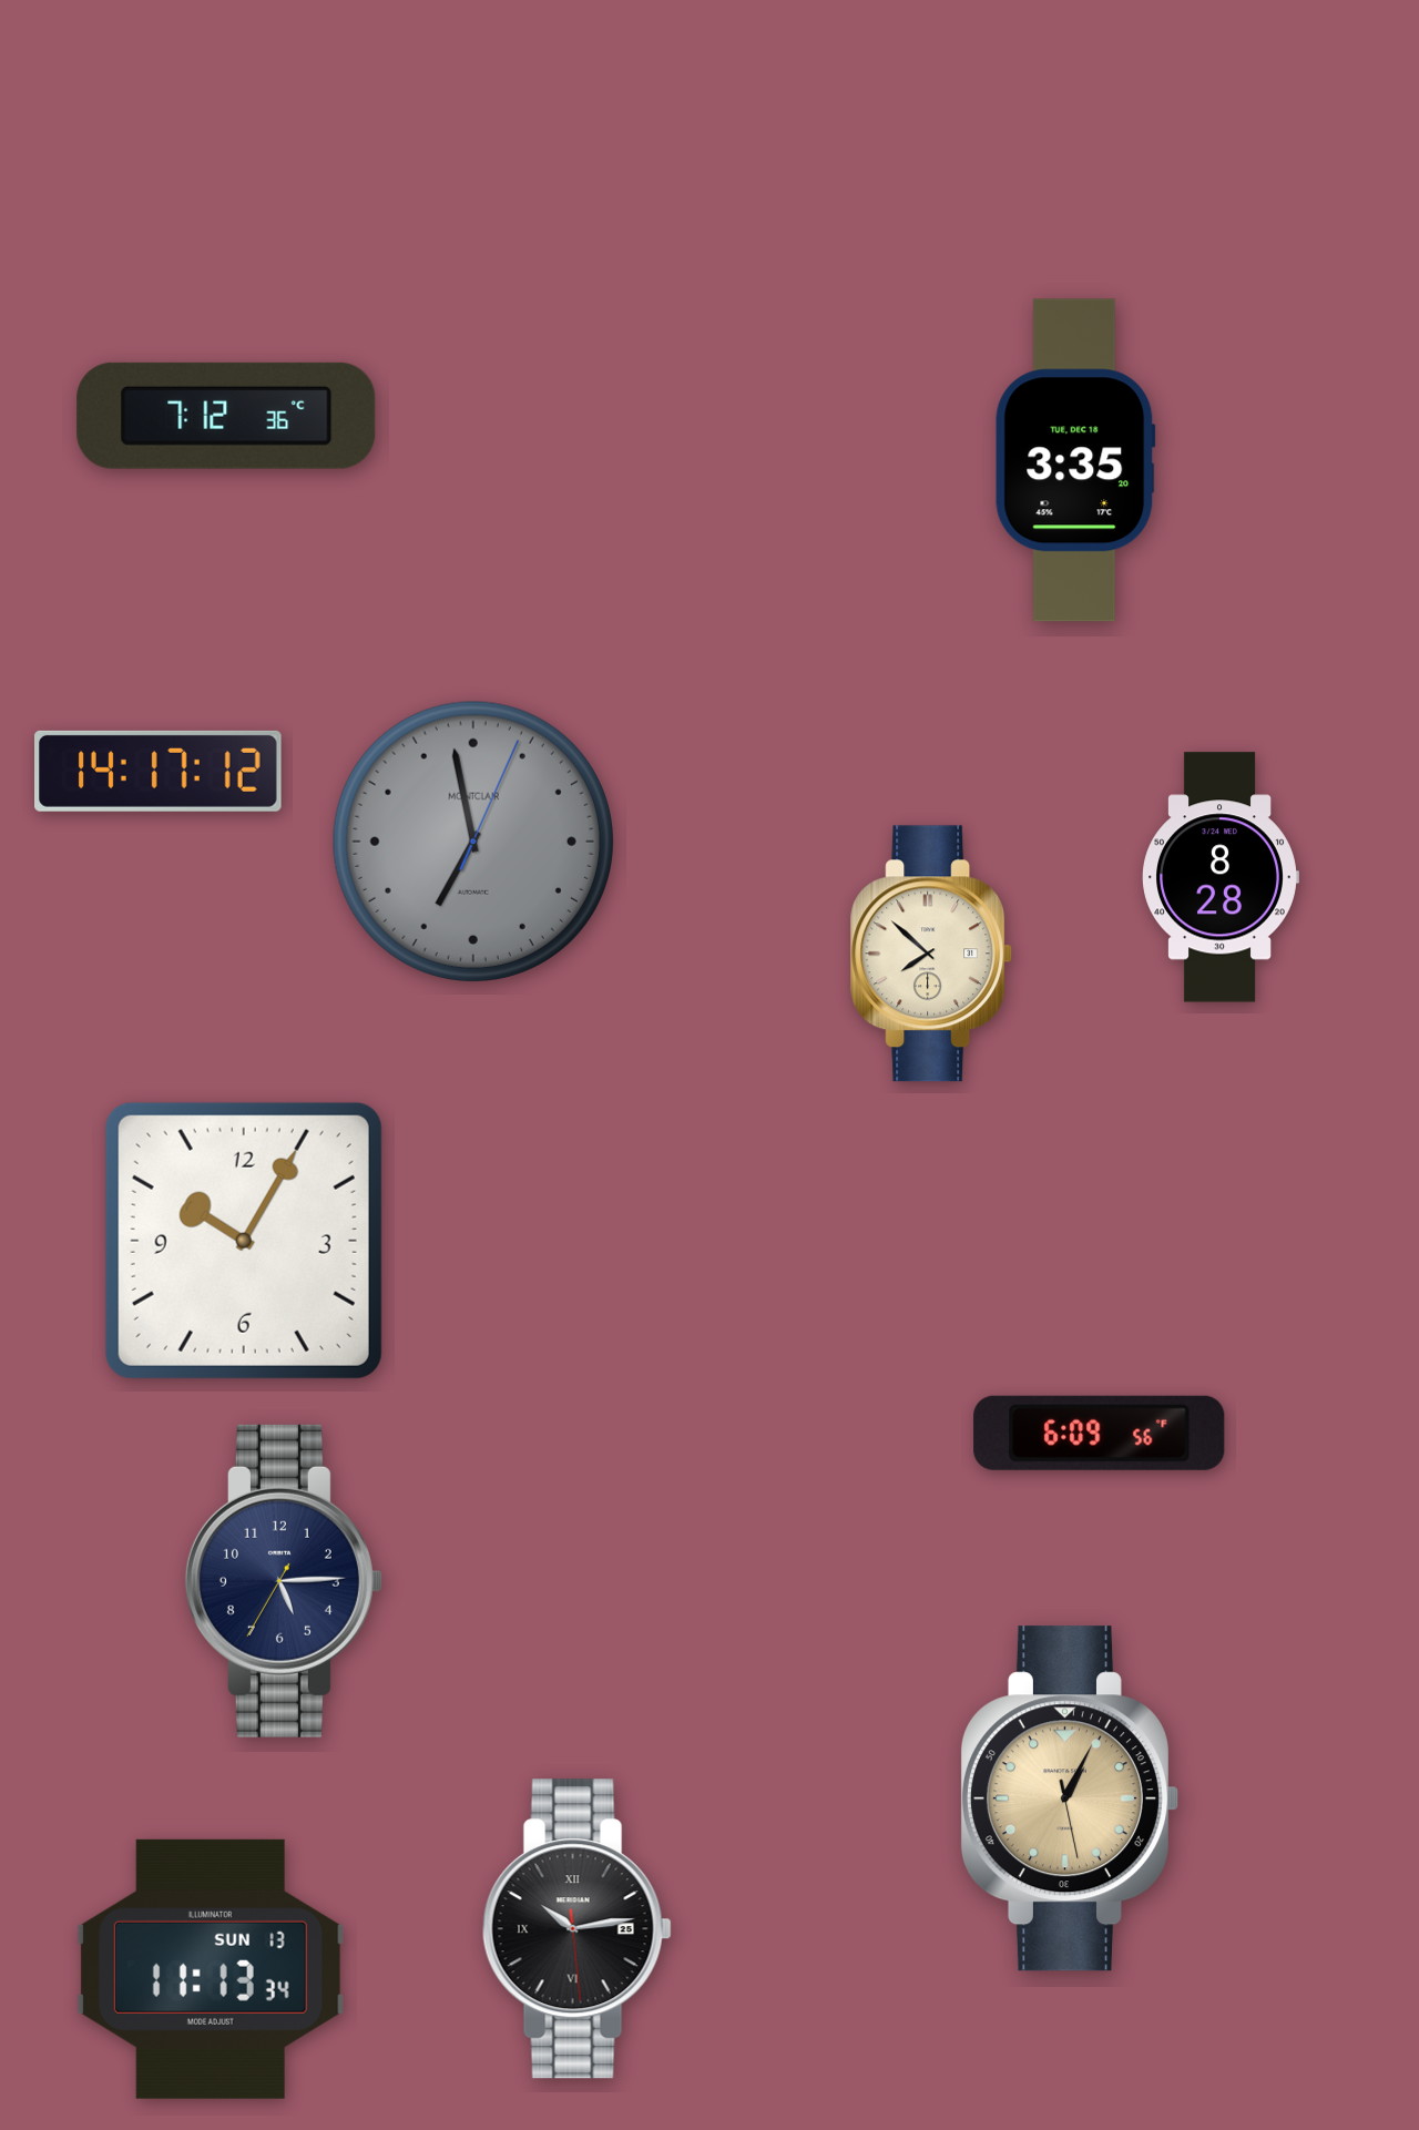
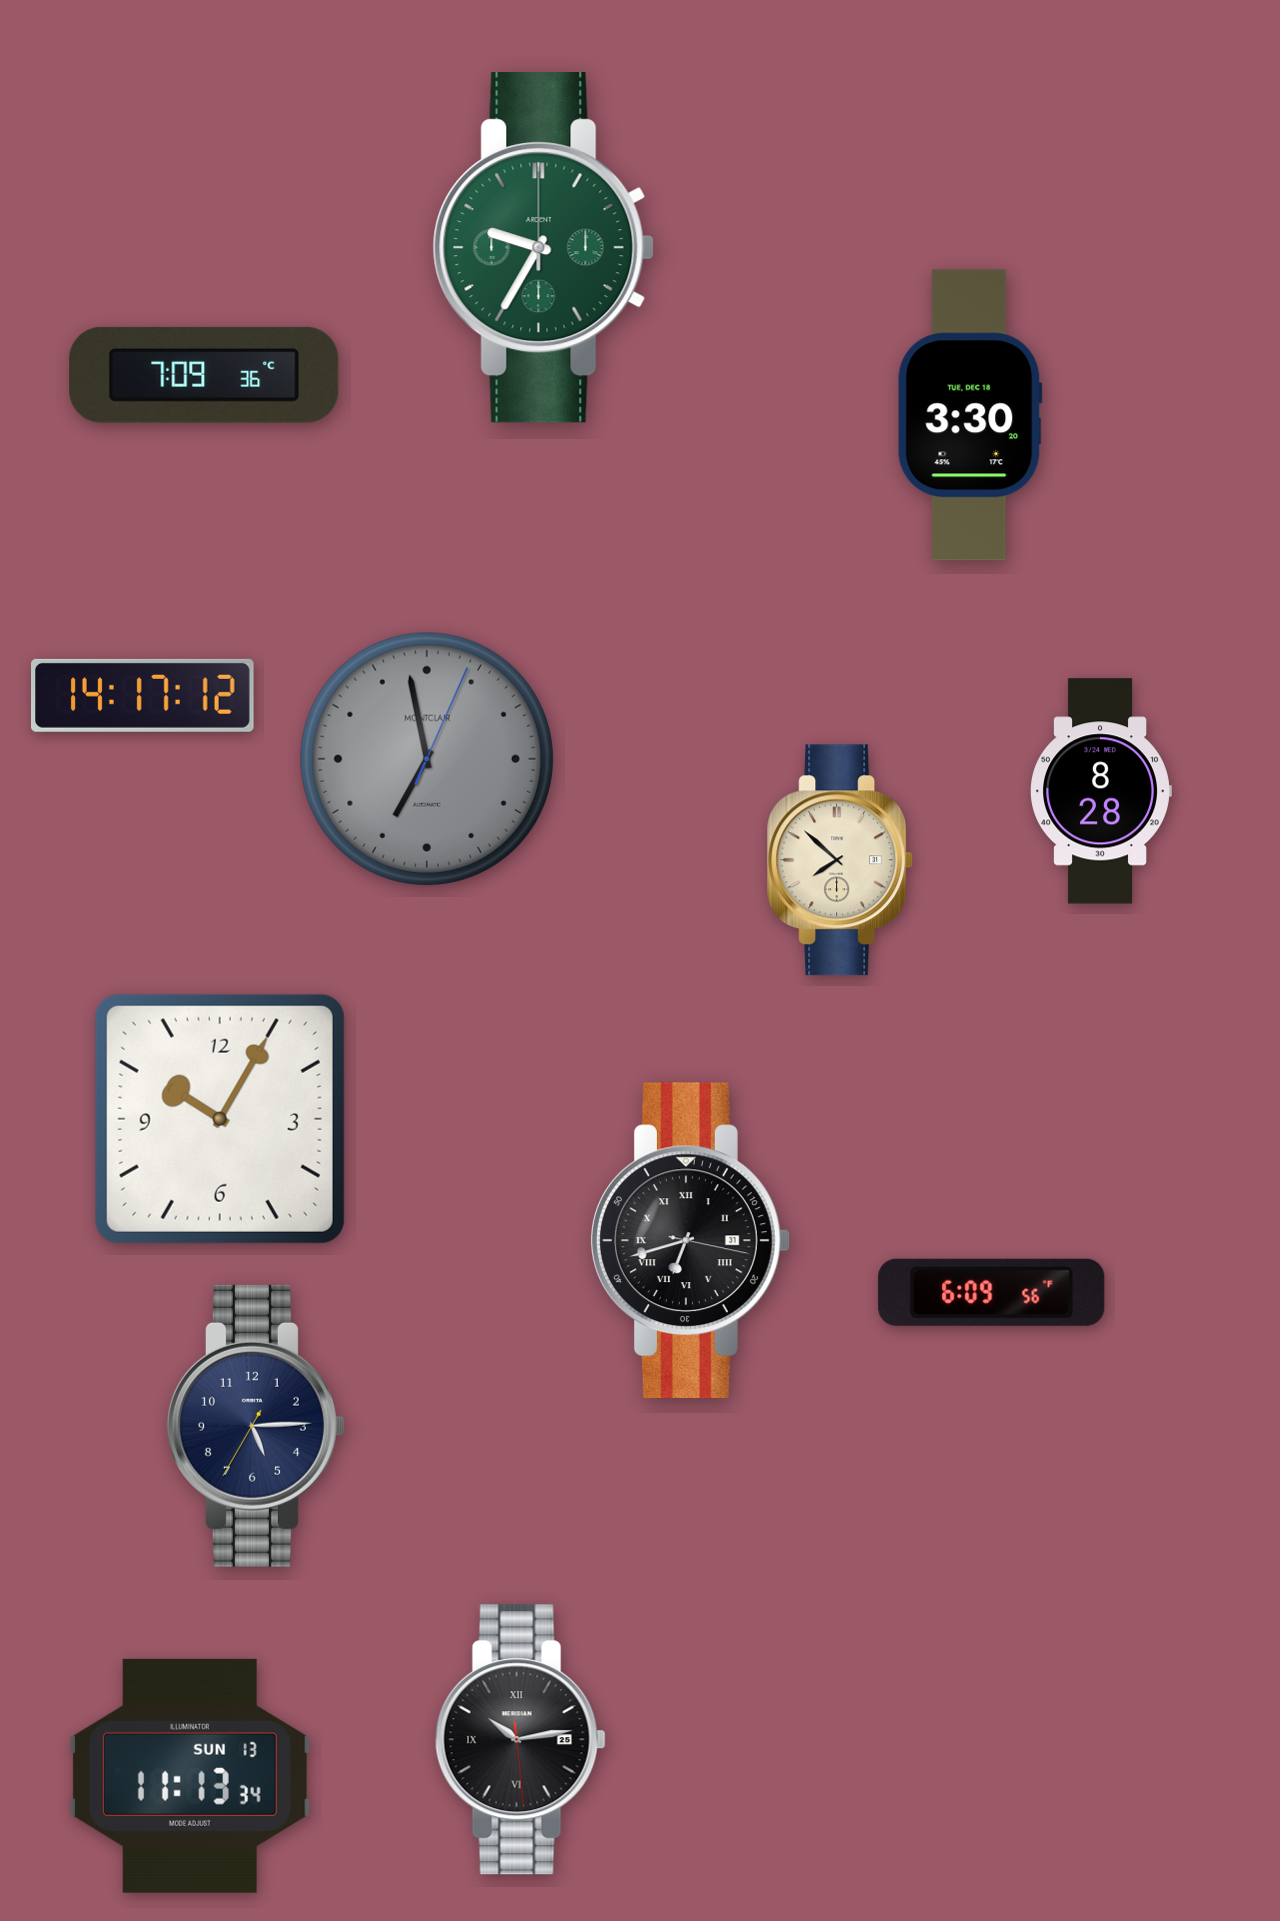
clock at (543, 248): none -> 9:35
clock at (226, 416): 7:12 -> 7:09
clock at (1075, 460): 3:35 -> 3:30
clock at (691, 1240): none -> 6:42
clock at (1069, 1798): 1:04 -> none
